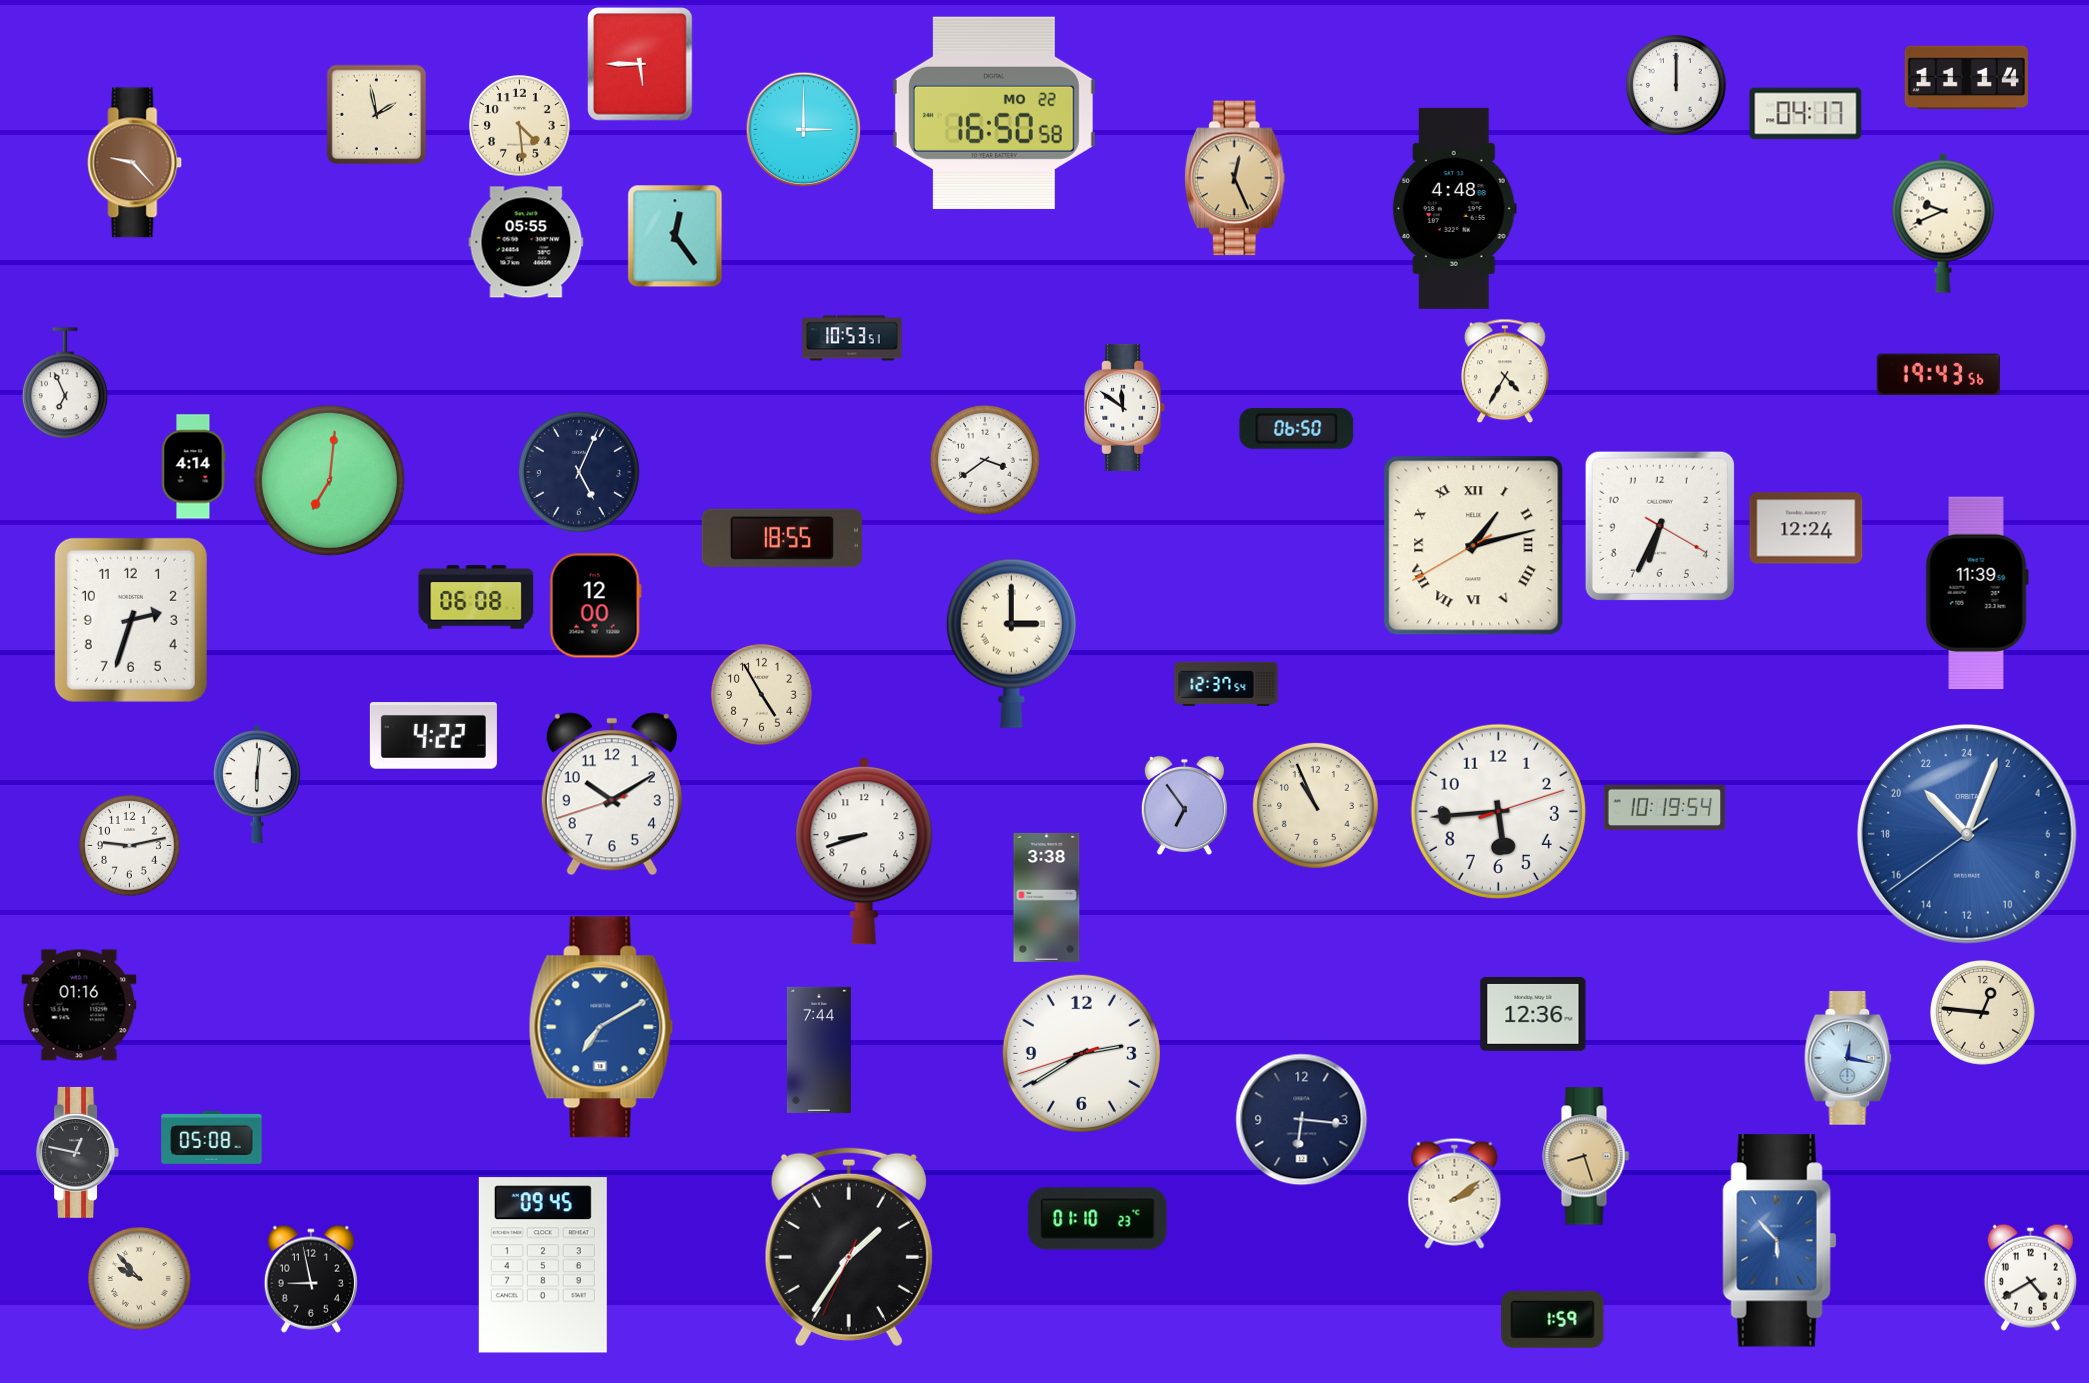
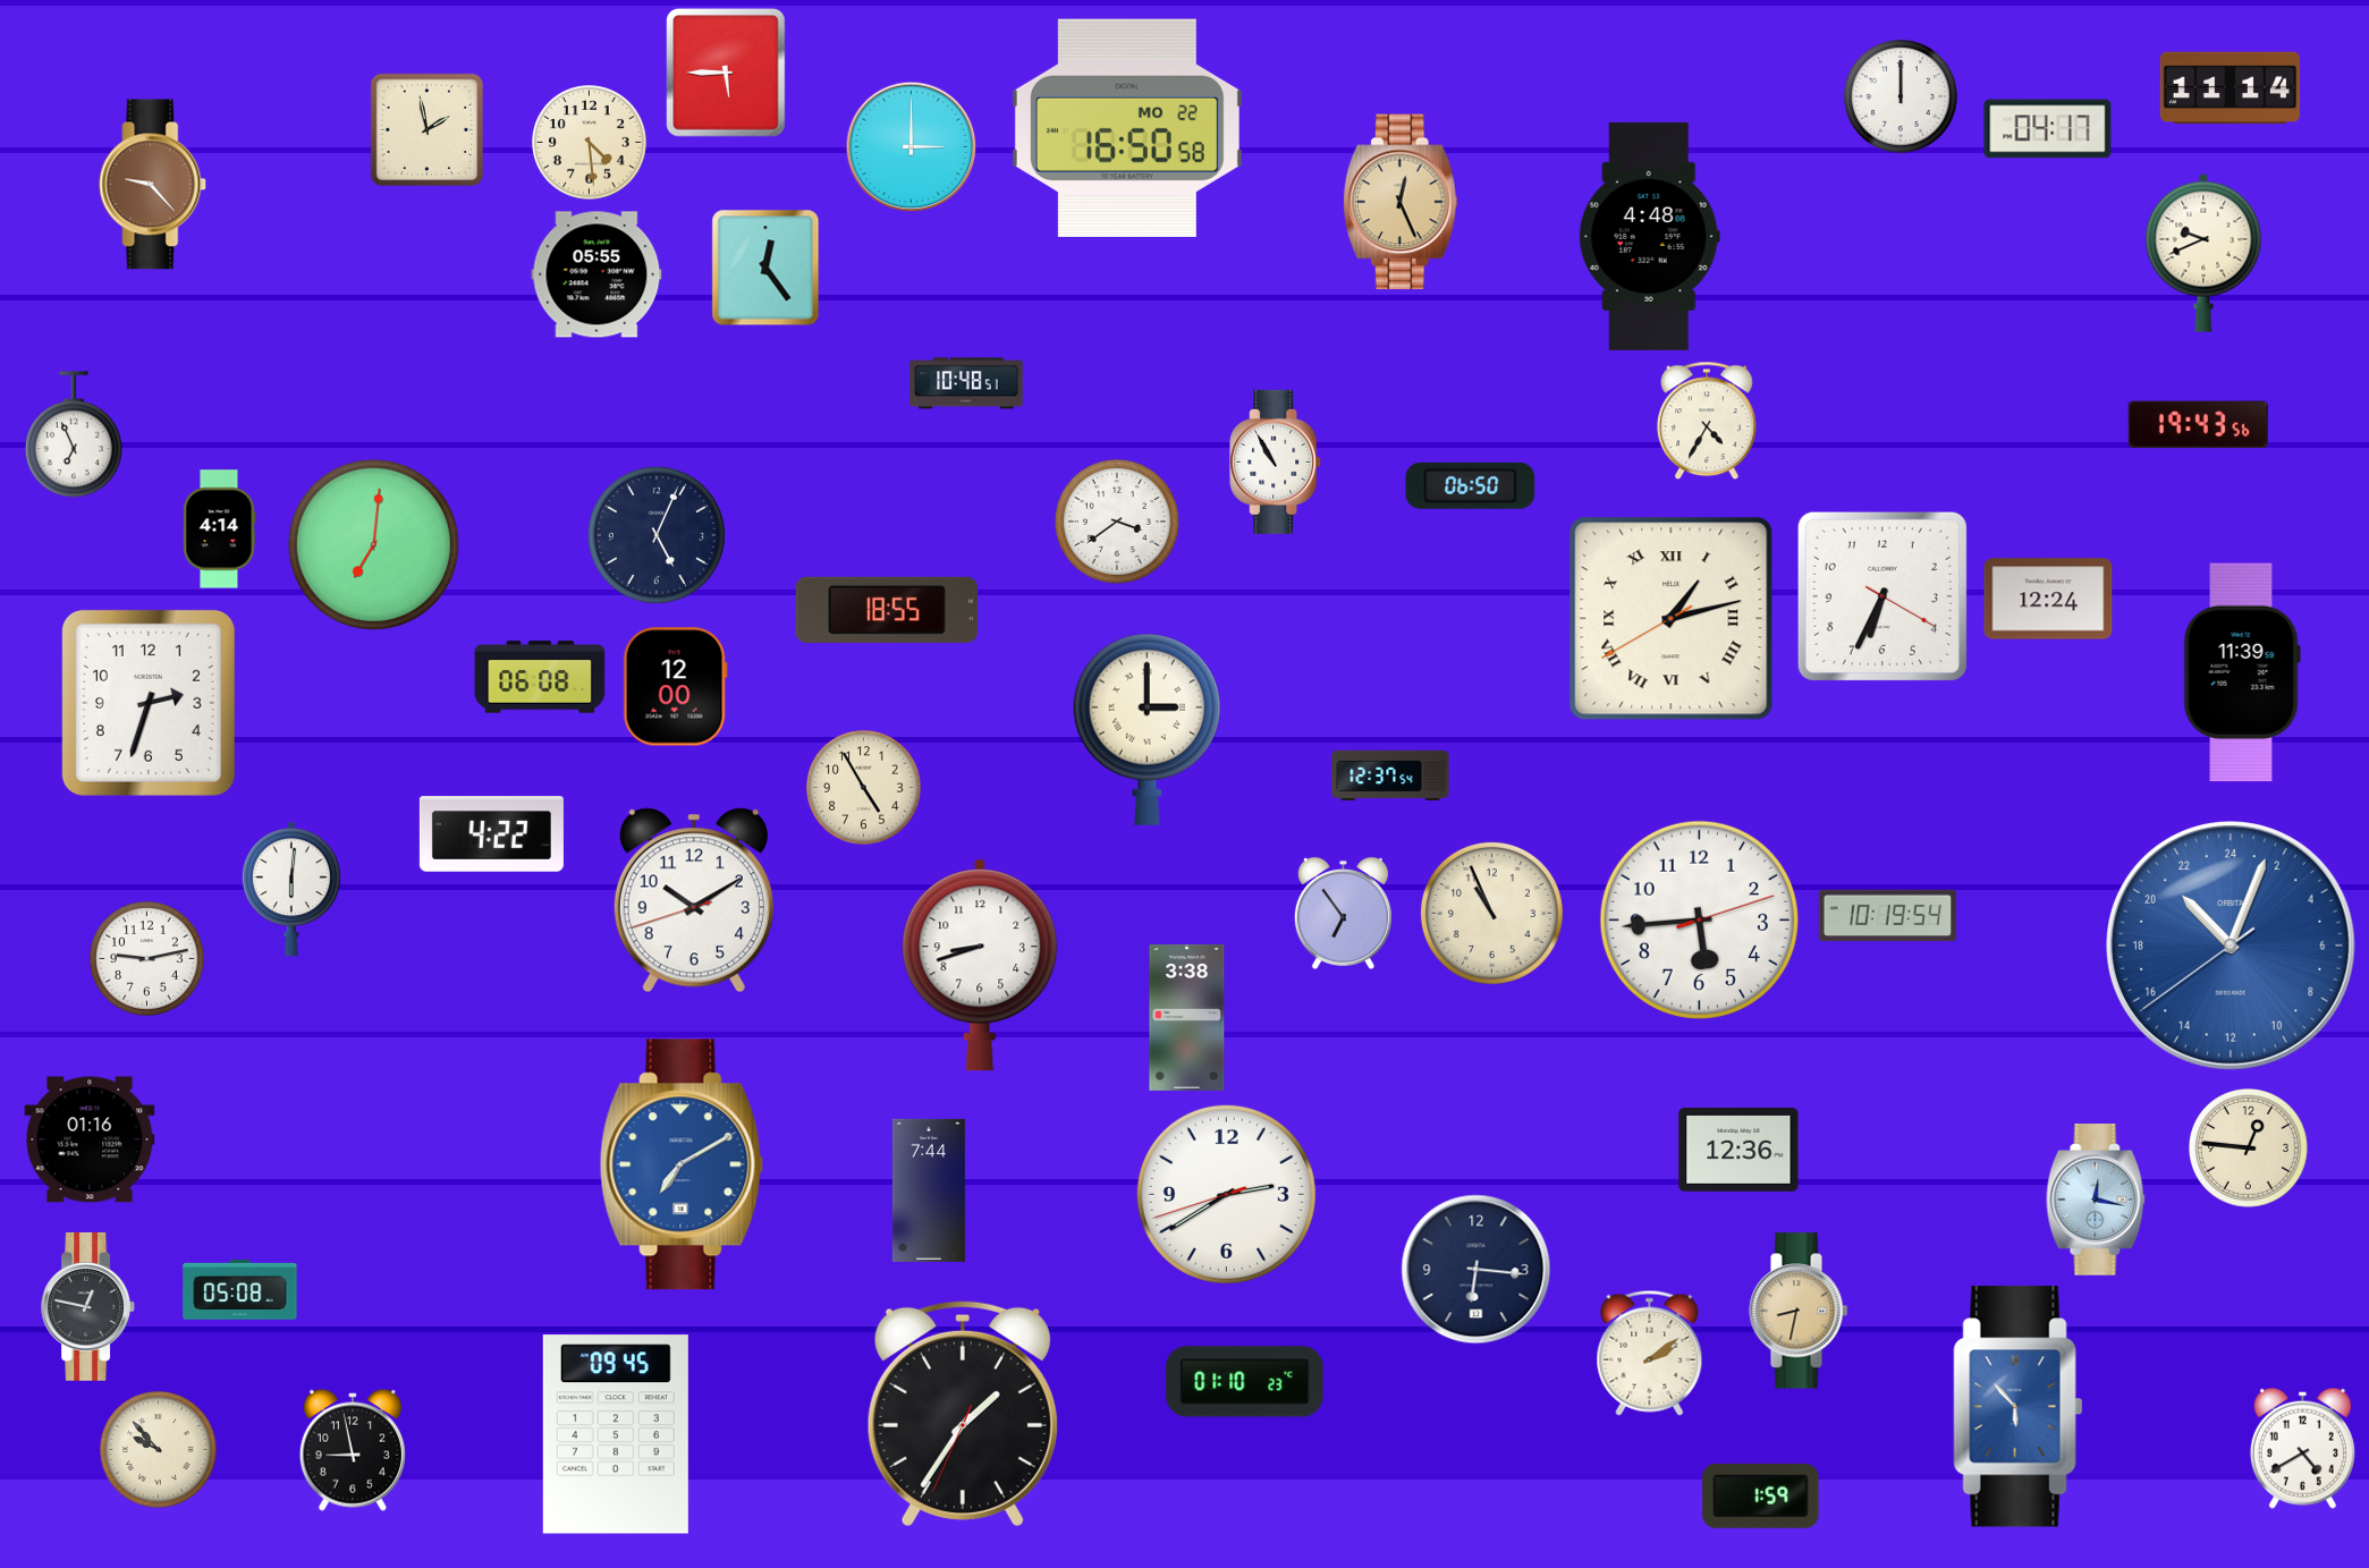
clock at (852, 338): 10:53 -> 10:48
clock at (1125, 407): 11:51 -> 10:55
clock at (1586, 1156): 8:27 -> 8:32
